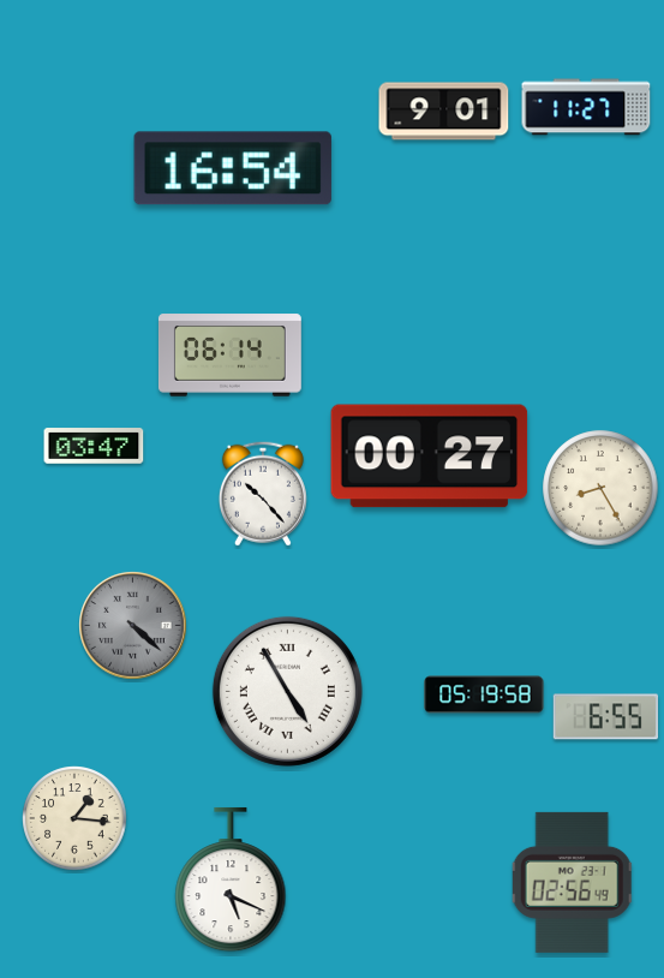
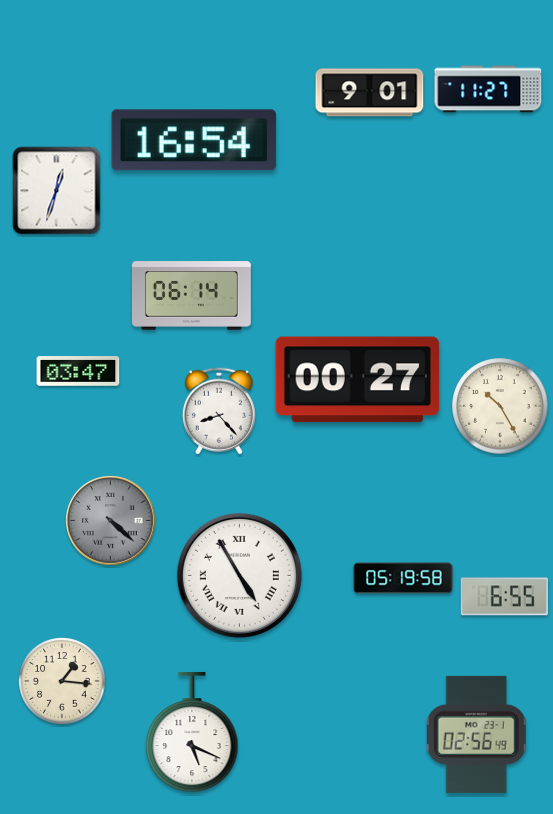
clock at (57, 191): none -> 12:33
clock at (600, 488): 8:25 -> 10:25
clock at (263, 494): 10:23 -> 8:23
